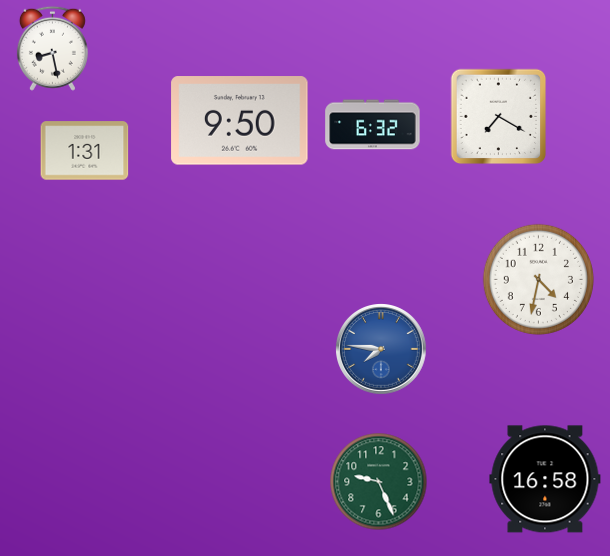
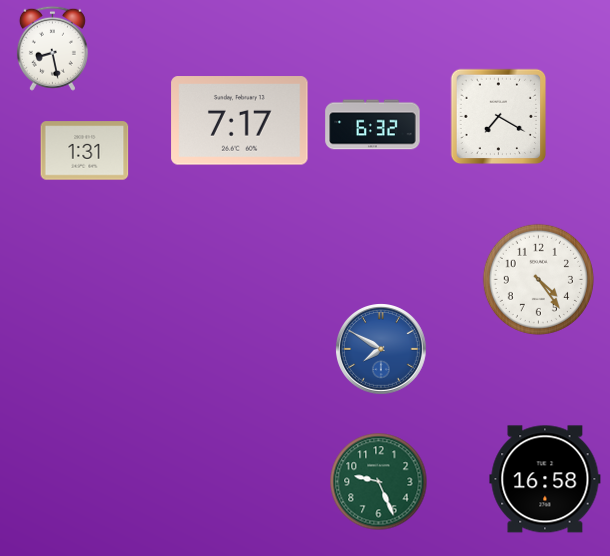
clock at (240, 121): 9:50 -> 7:17
clock at (538, 279): 4:32 -> 4:24
clock at (382, 350): 7:46 -> 7:50
